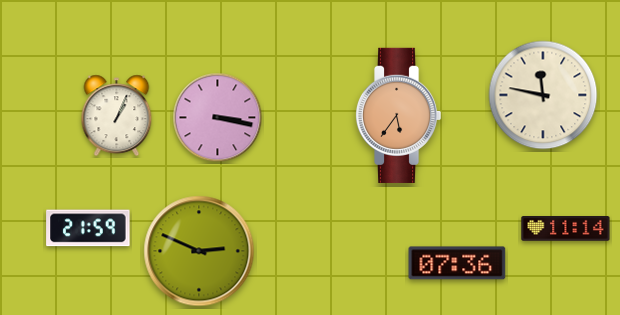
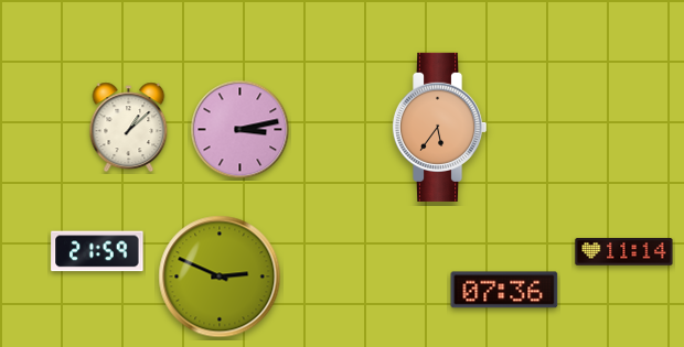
clock at (543, 95): 11:47 -> none
clock at (117, 116): 1:04 -> 1:08
clock at (218, 118): 3:17 -> 3:13
